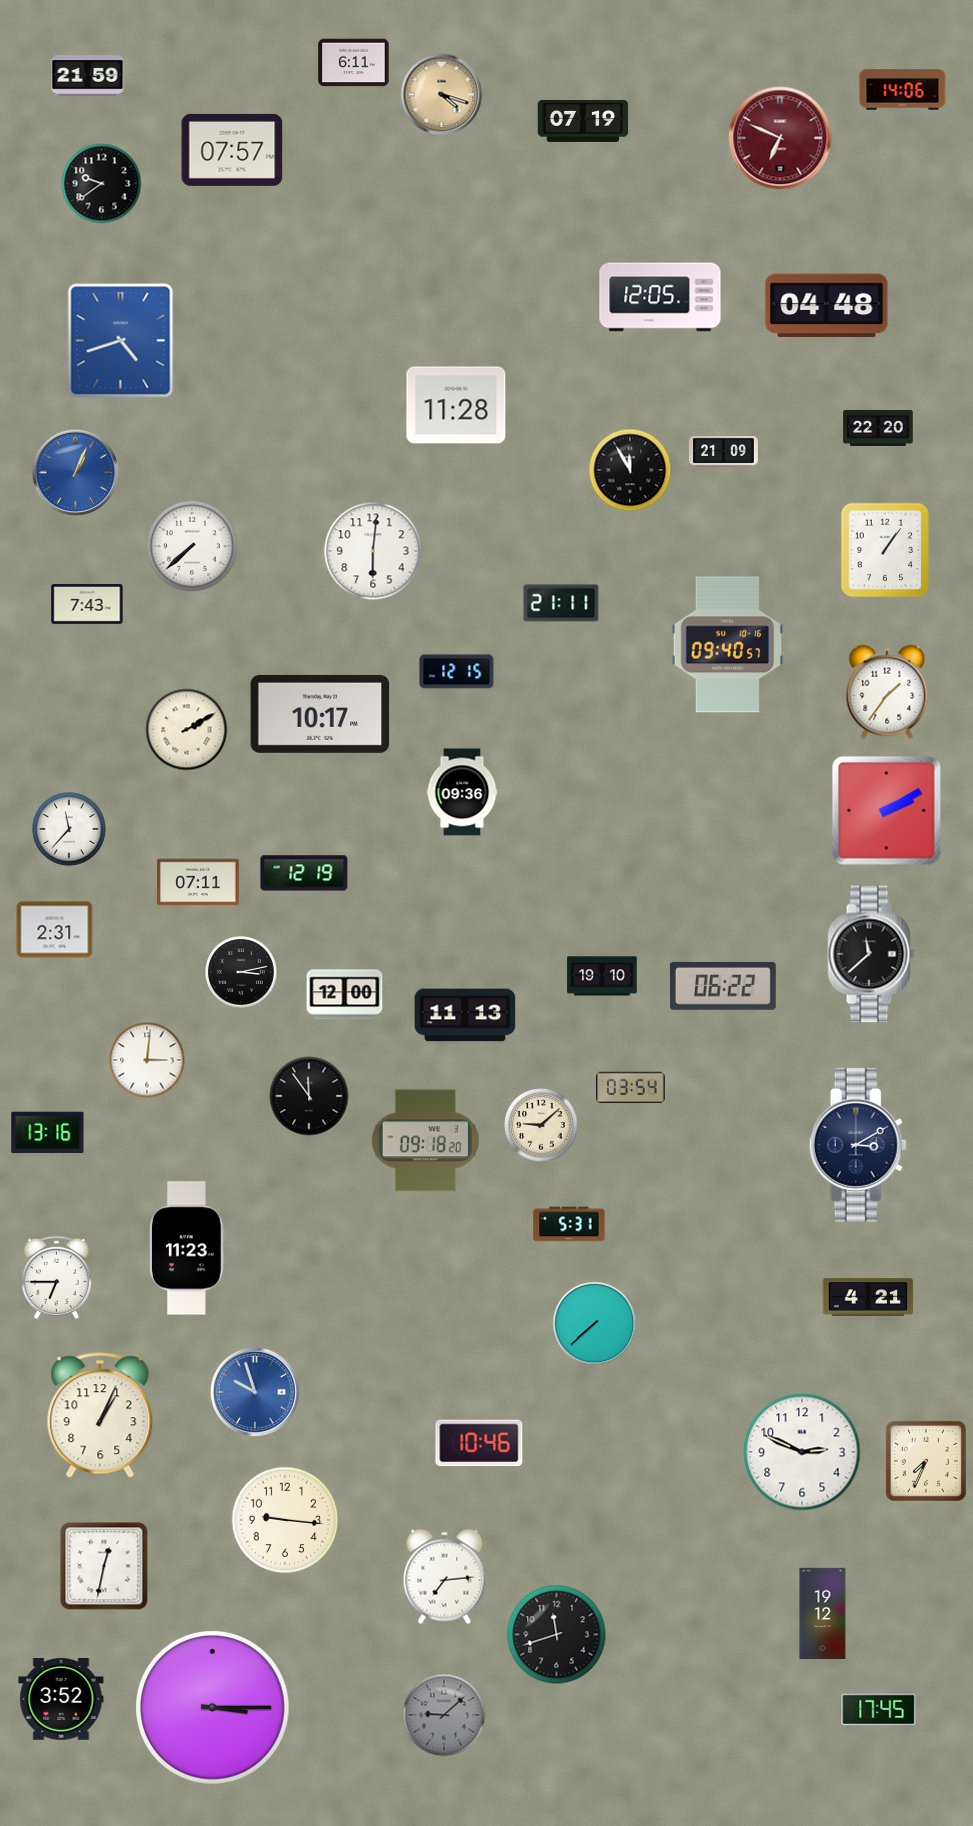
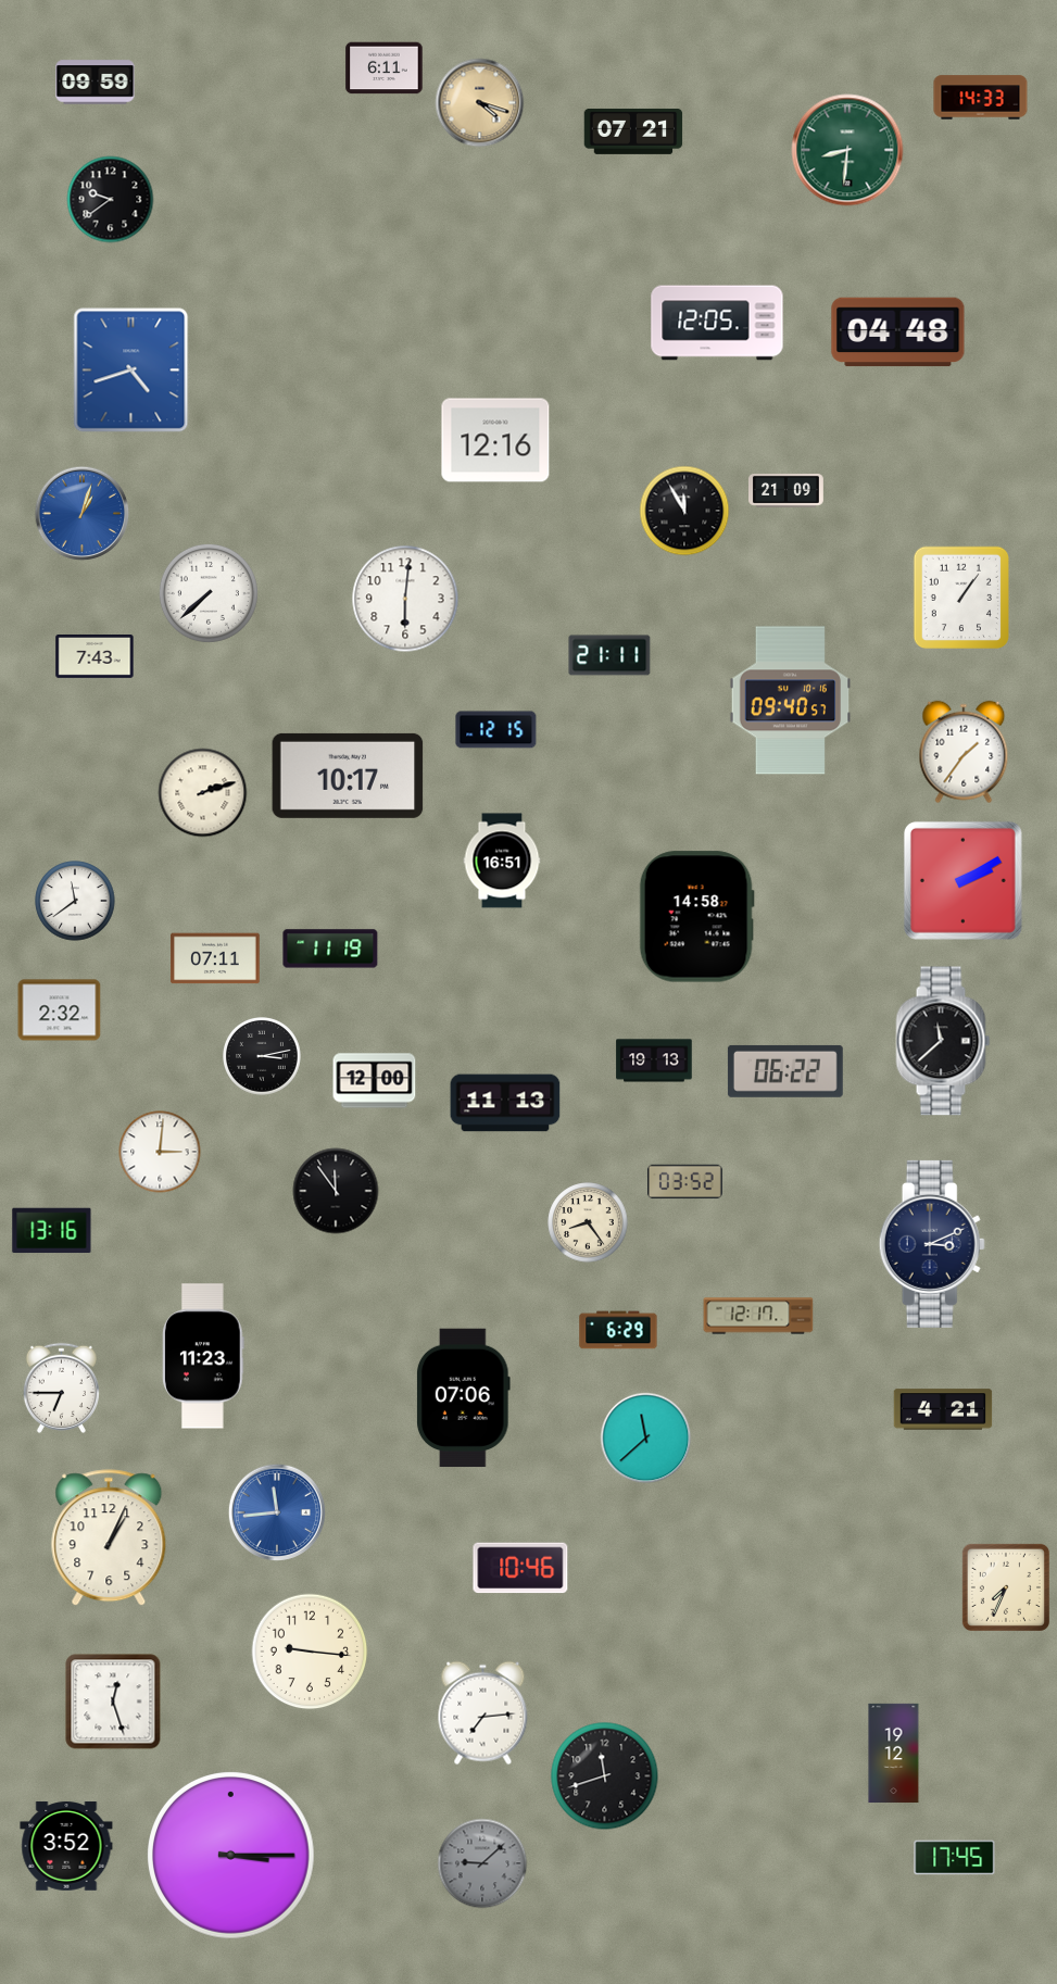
clock at (88, 76): 21:59 -> 09:59
clock at (903, 90): 14:06 -> 14:33
clock at (583, 121): 07:19 -> 07:21
clock at (780, 138): 6:49 -> 8:31
clock at (780, 138) dial: burgundy -> green
clock at (232, 150): 07:57 -> none
clock at (456, 405): 11:28 -> 12:16
clock at (878, 428): 22:20 -> none
clock at (76, 473): 1:04 -> 1:03
clock at (187, 730): 2:10 -> 2:12
clock at (462, 792): 09:36 -> 16:51
clock at (69, 829): 11:37 -> 11:39
clock at (696, 917): none -> 14:58
clock at (304, 873): 12:19 -> 11:19
clock at (55, 930): 2:31 -> 2:32
clock at (871, 954) position: (871, 954) -> (943, 1041)
clock at (602, 976): 19:10 -> 19:13
clock at (631, 1088): 03:54 -> 03:52
clock at (541, 1125): 9:08 -> 8:24
clock at (425, 1141): 09:18 -> none
clock at (858, 1145): 3:10 -> 3:11
clock at (758, 1316): none -> 12:17
clock at (569, 1224): 5:31 -> 6:29
clock at (463, 1398): none -> 07:06
clock at (595, 1324): 7:38 -> 11:38
clock at (255, 1392): 9:57 -> 11:44
clock at (802, 1452): 2:49 -> none
clock at (104, 1566): 12:32 -> 12:27
